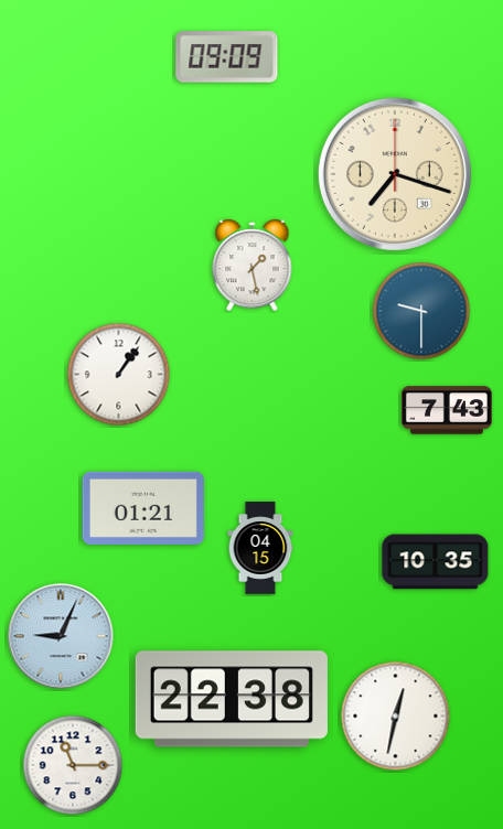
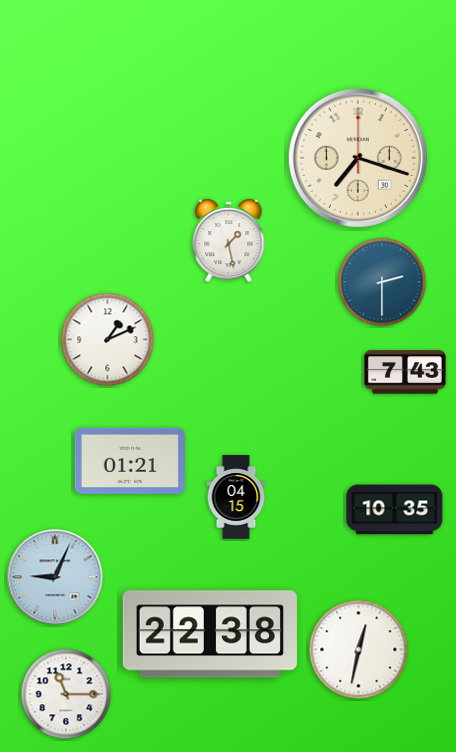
clock at (227, 57): 09:09 -> none
clock at (421, 311): 9:30 -> 2:30
clock at (119, 375): 1:06 -> 1:11
